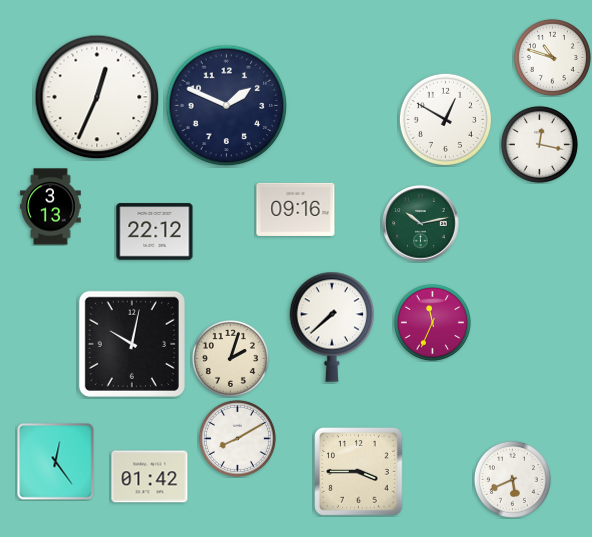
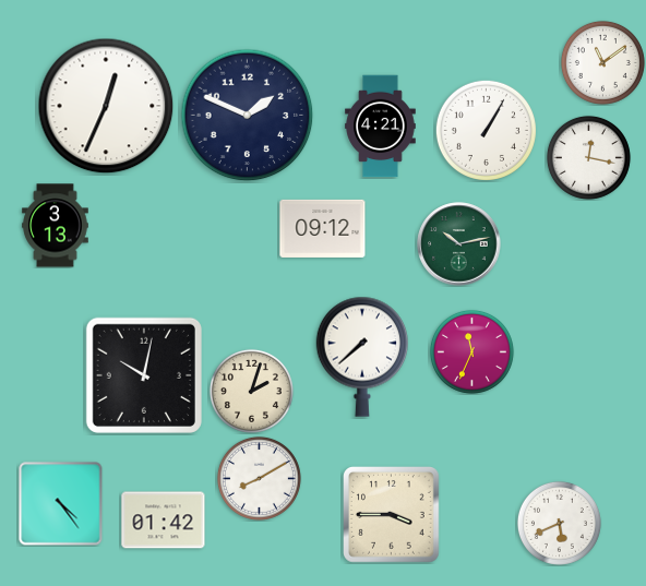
clock at (552, 57): 10:48 -> 11:09
clock at (381, 127): none -> 4:21
clock at (445, 119): 12:50 -> 1:05
clock at (296, 209): 09:16 -> 09:12
clock at (155, 232): 22:12 -> none
clock at (56, 462): 12:24 -> 4:24
